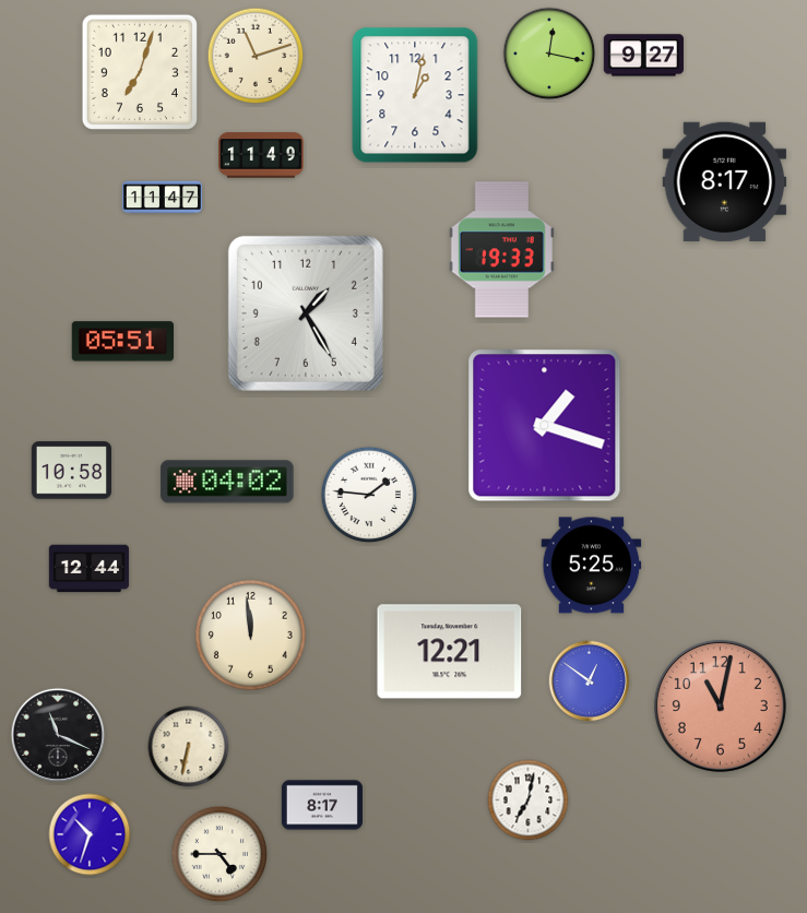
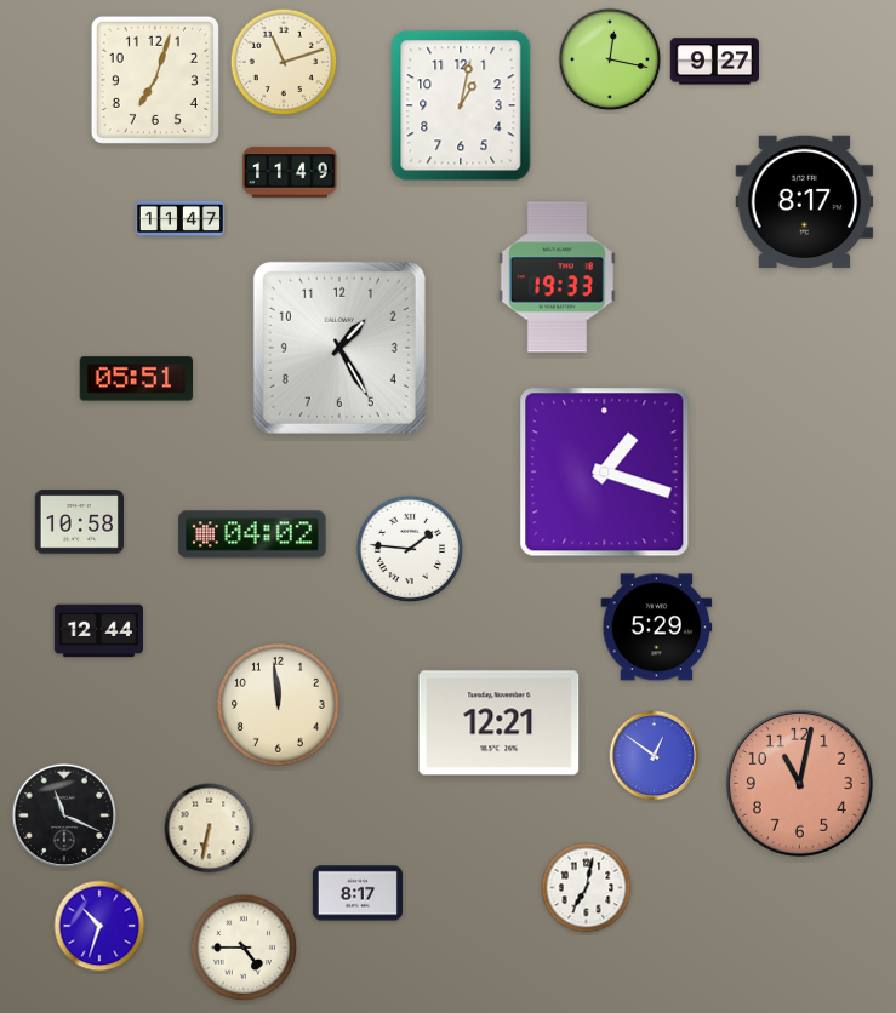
clock at (592, 566): 5:25 -> 5:29
